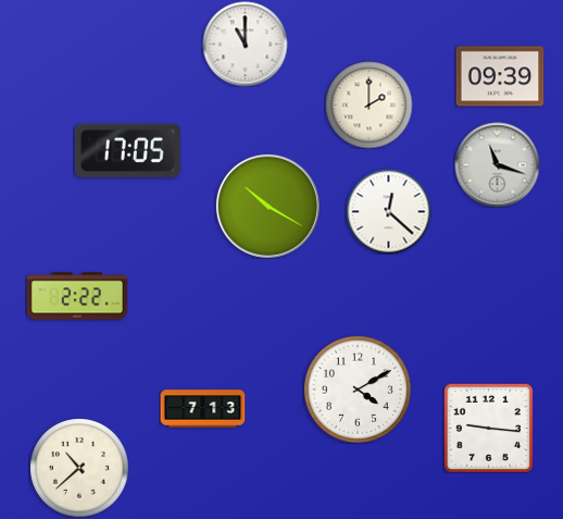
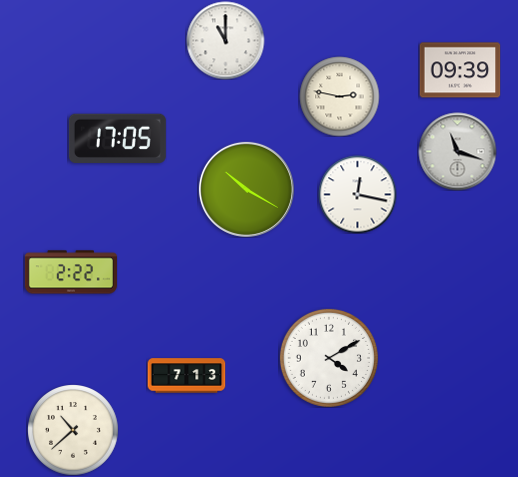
clock at (368, 104): 2:00 -> 2:47
clock at (388, 211): 12:22 -> 12:17
clock at (488, 428): 9:16 -> none
